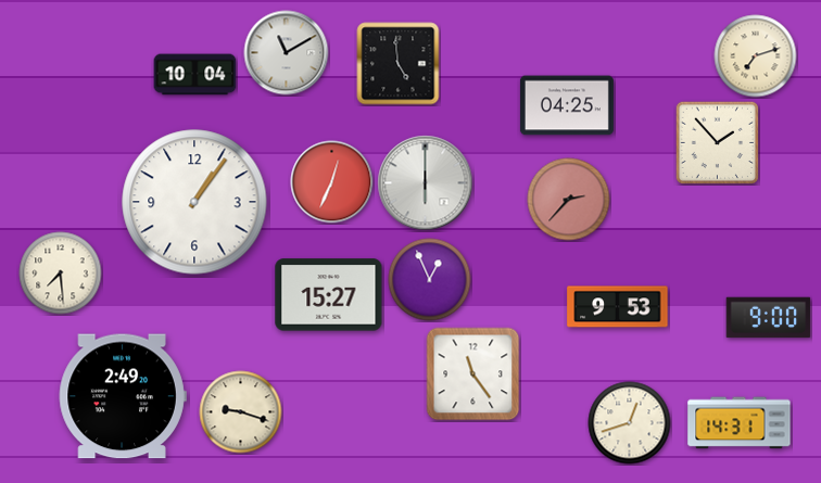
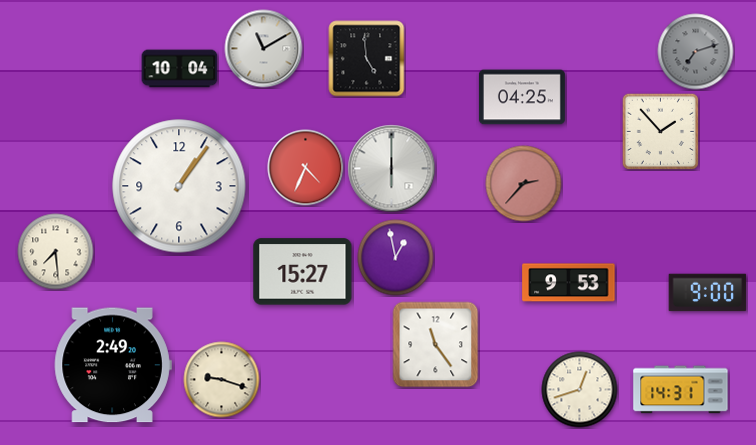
clock at (756, 56) dial: cream -> grey
clock at (332, 182): 12:34 -> 4:34
clock at (430, 280): 12:56 -> 12:58
